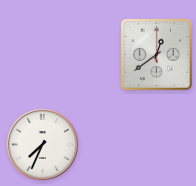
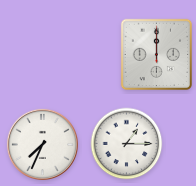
clock at (156, 54): 12:39 -> 12:00
clock at (127, 144): none -> 1:15
